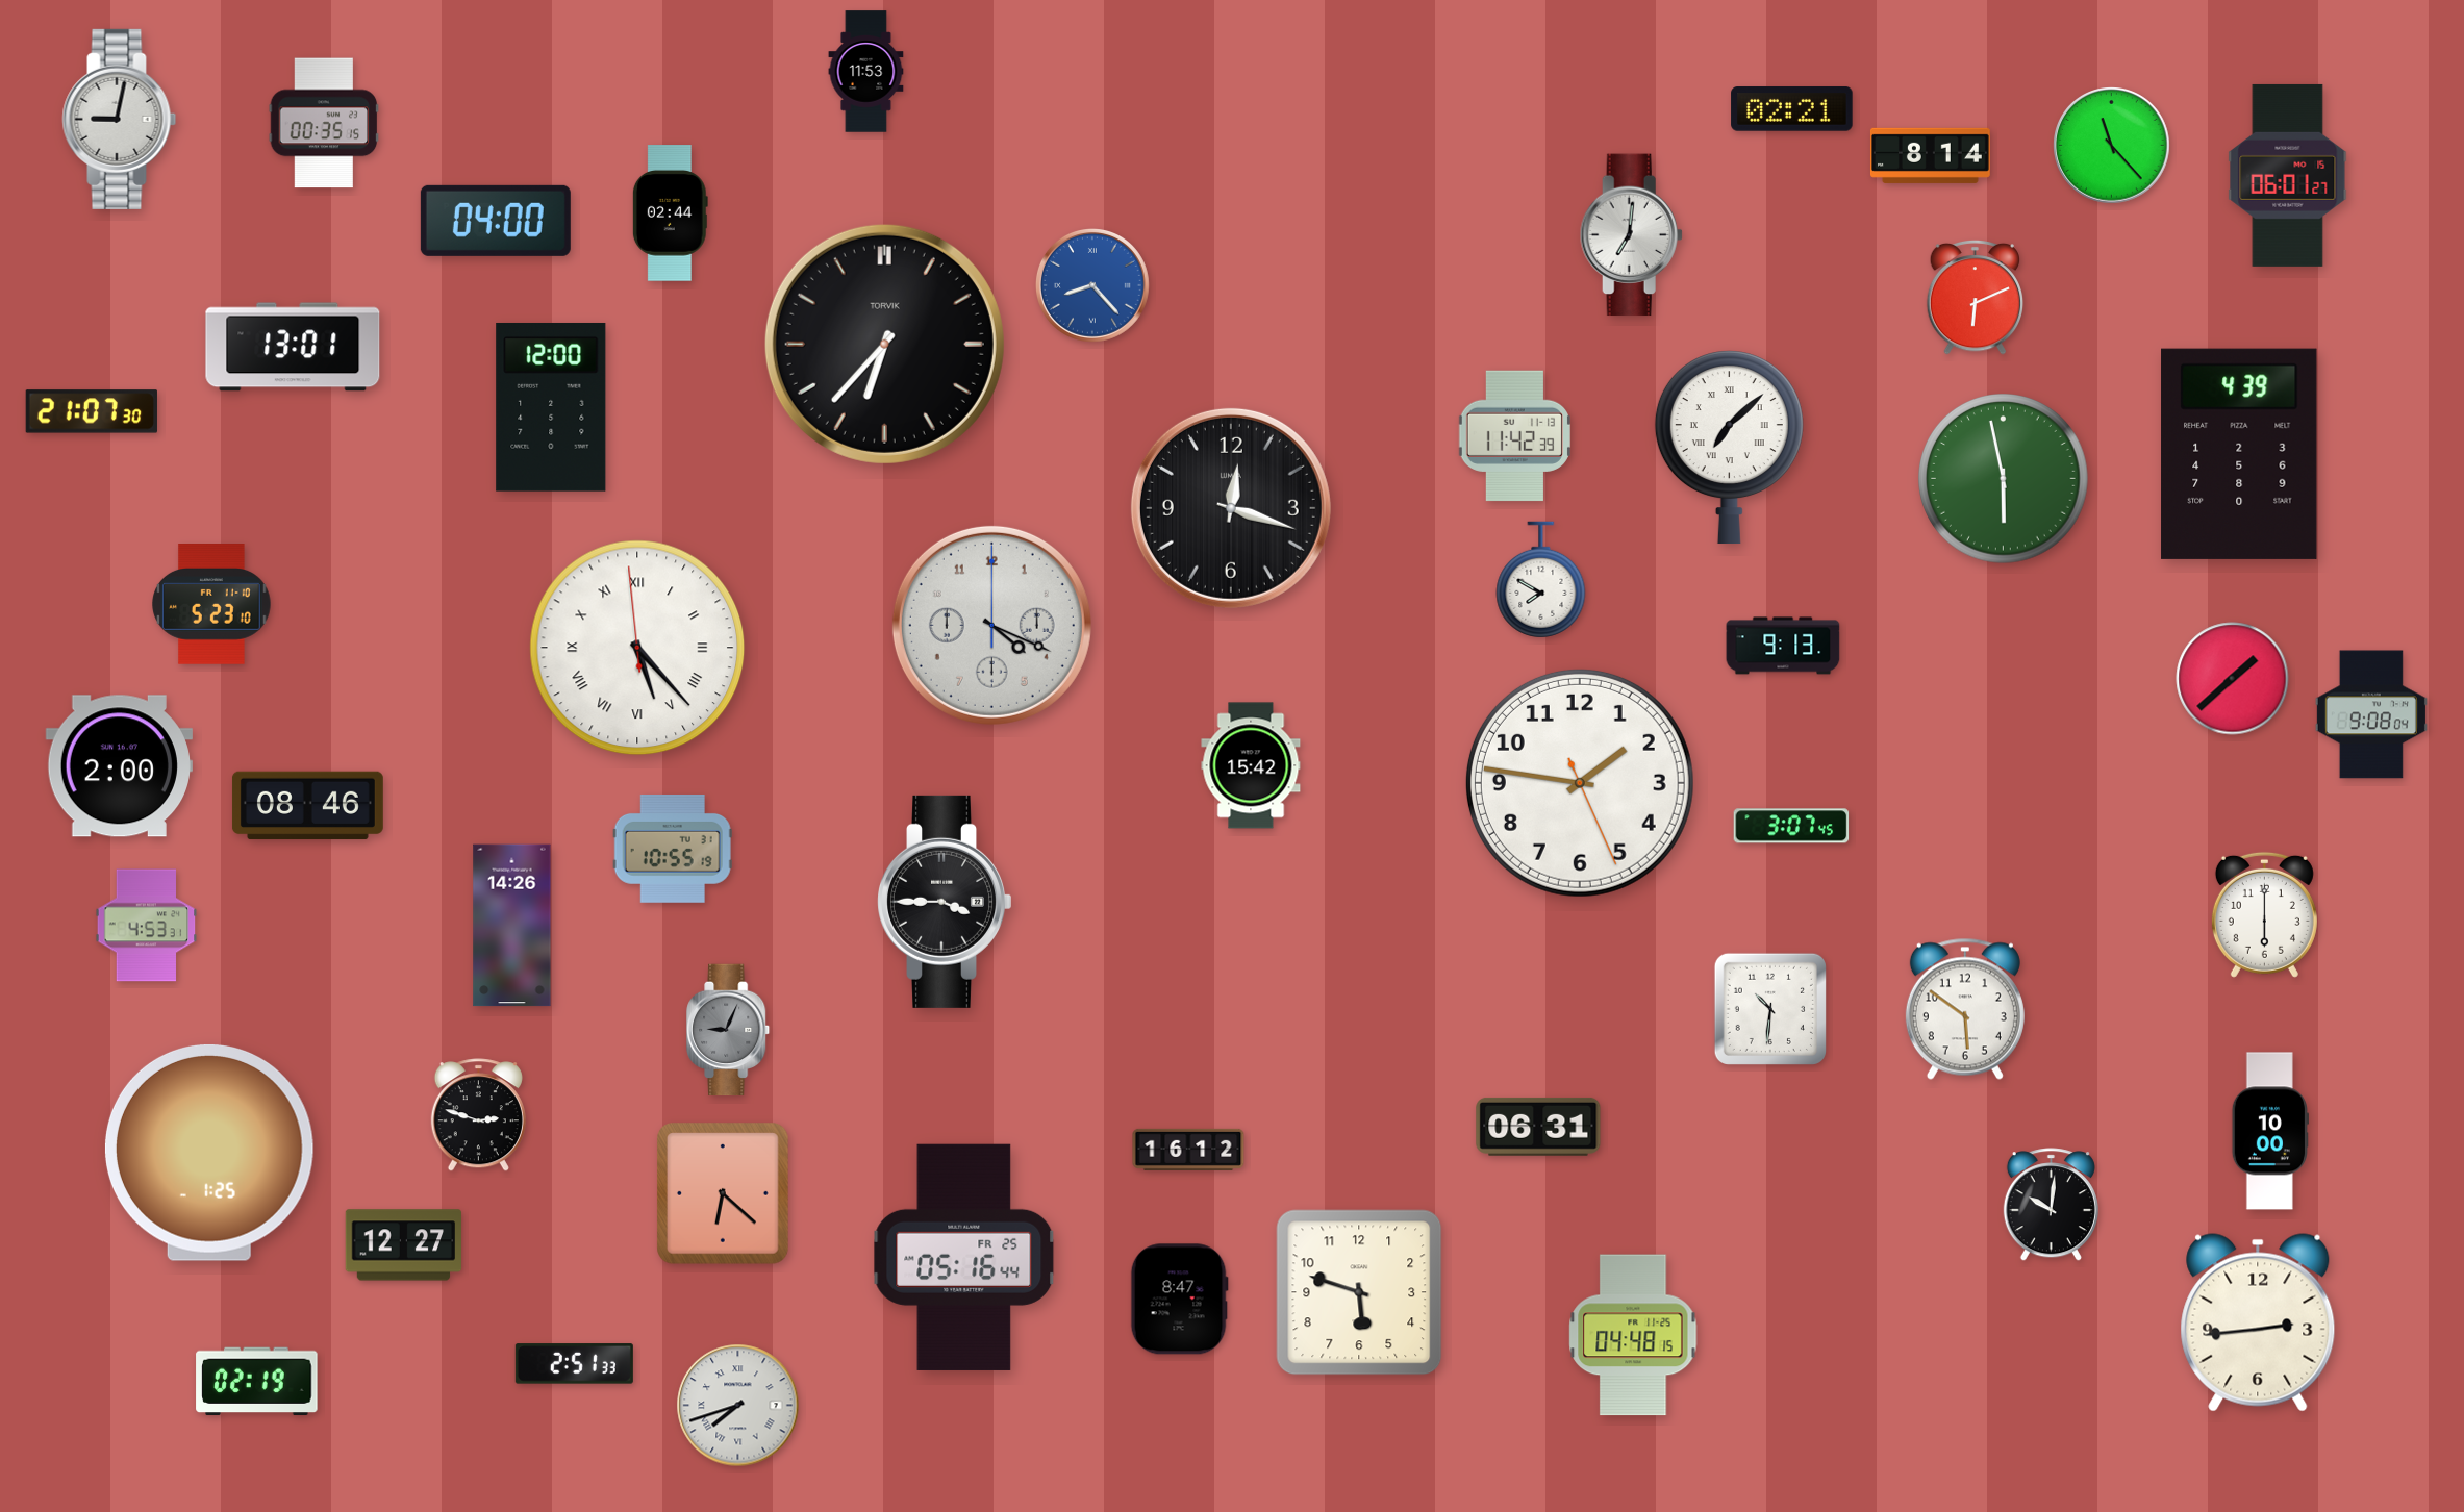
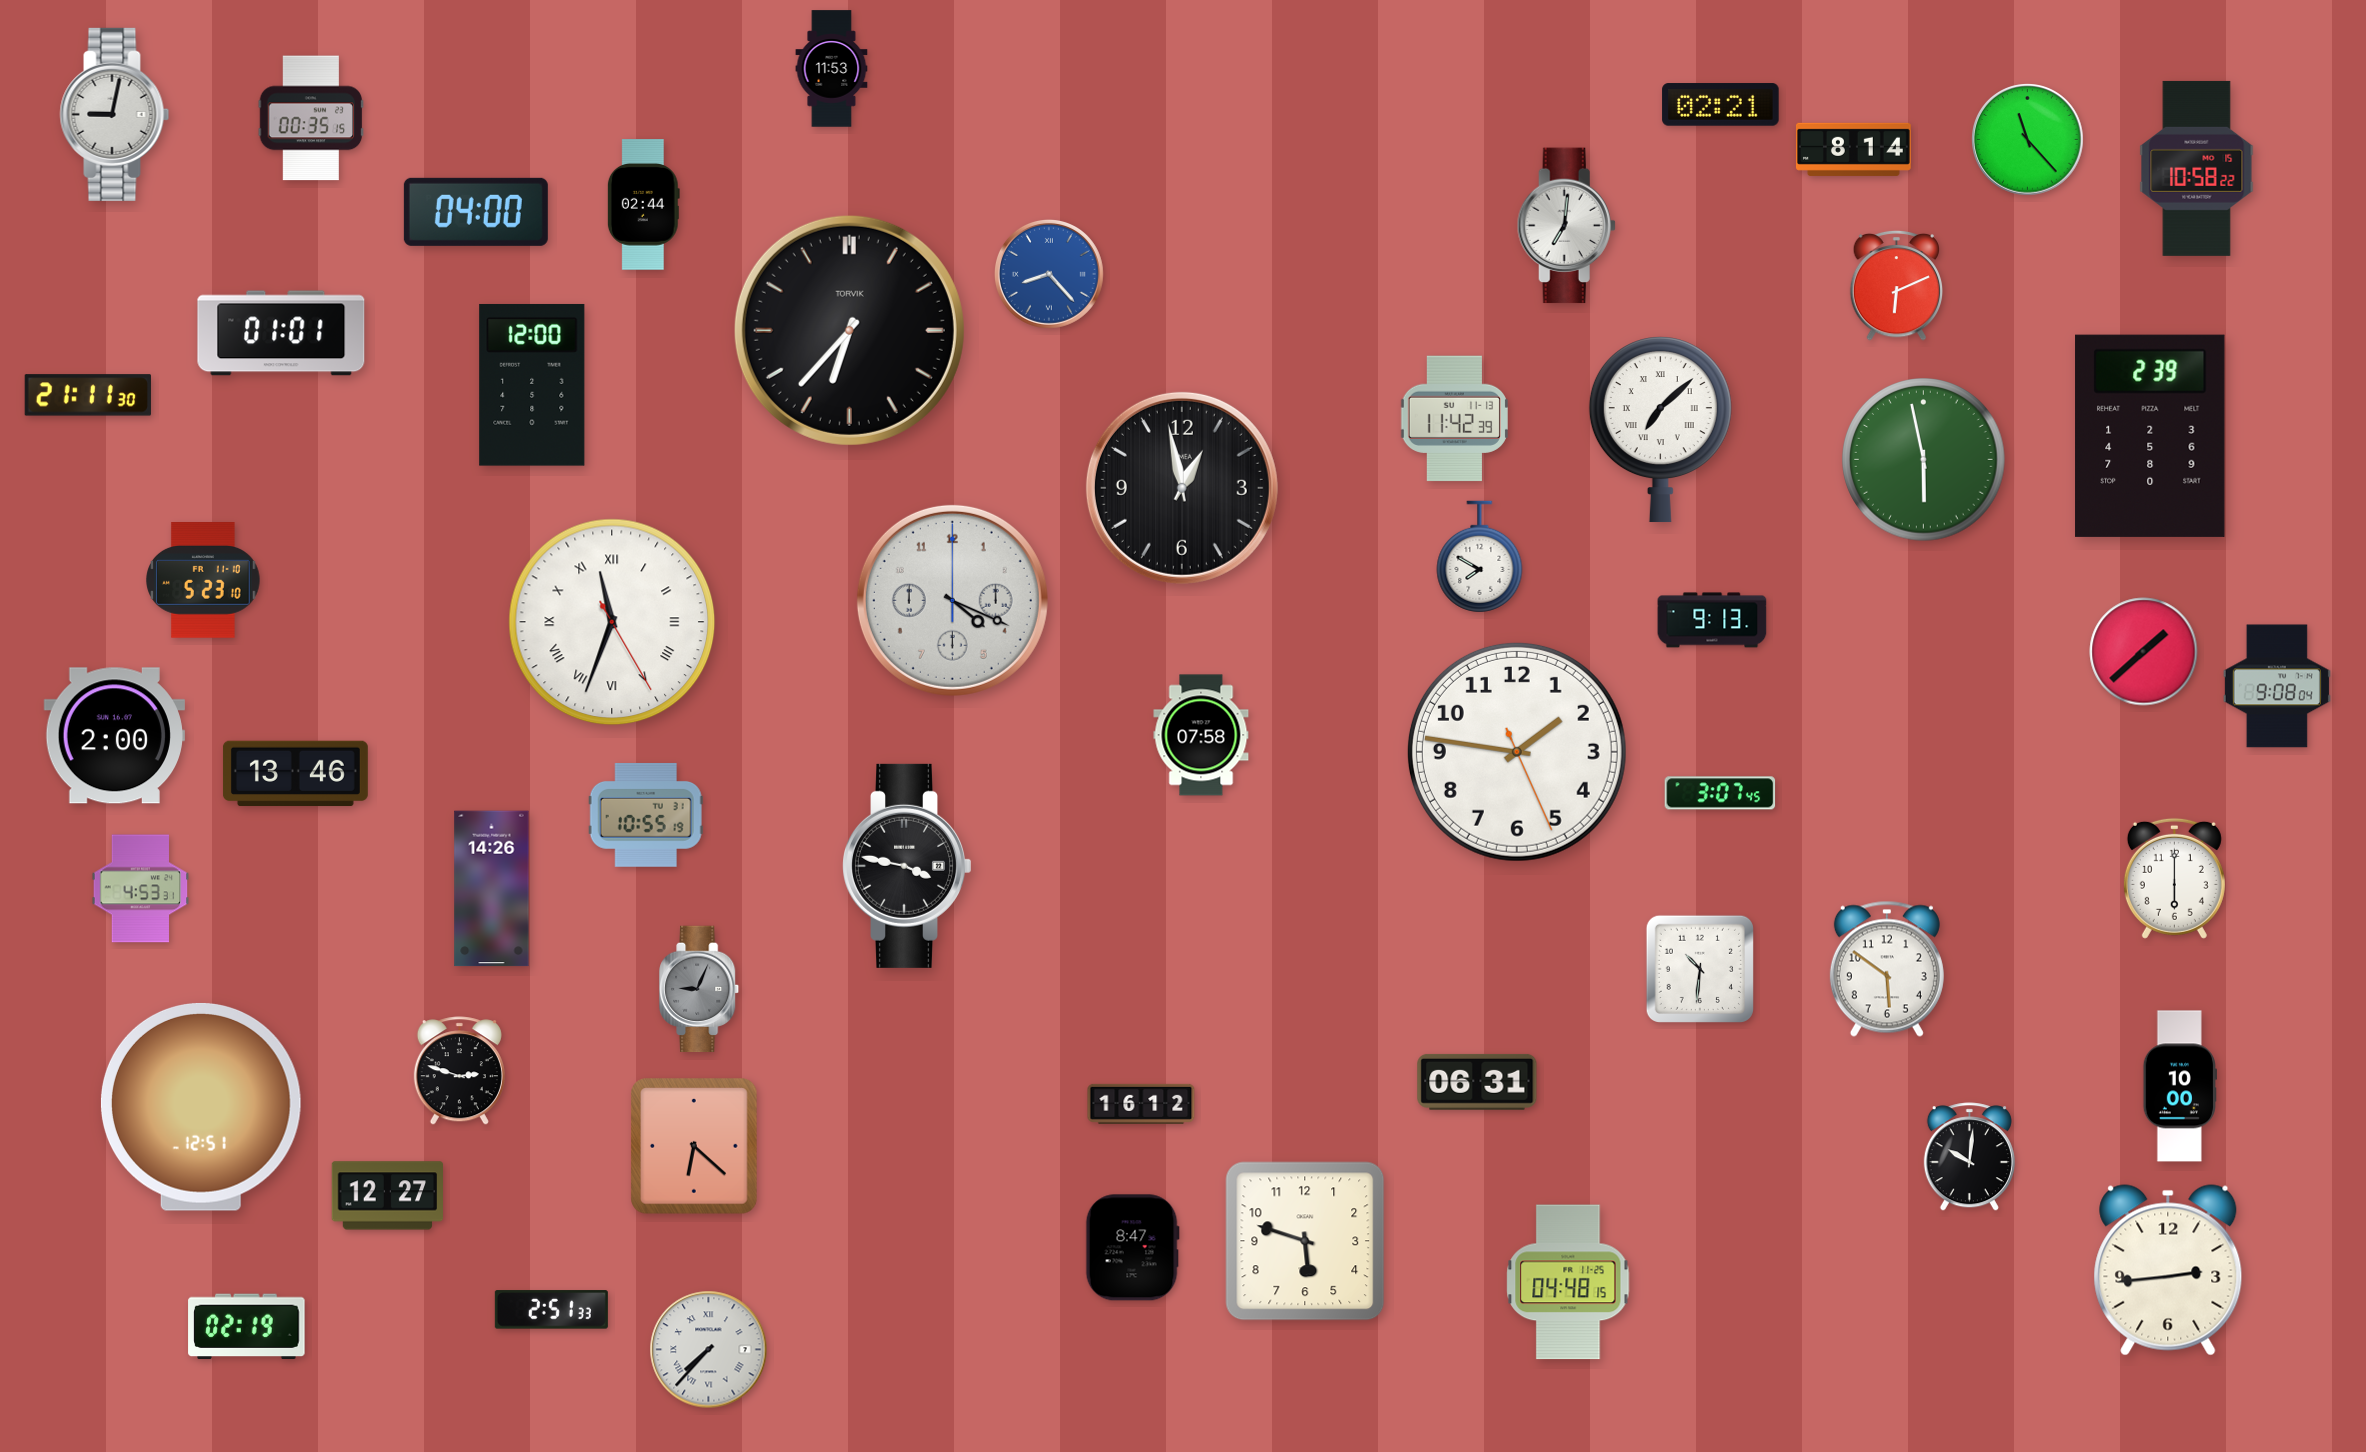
clock at (2288, 175): 06:01 -> 10:58
clock at (293, 347): 13:01 -> 01:01
clock at (551, 407) position: (551, 407) -> (532, 385)
clock at (92, 411): 21:07 -> 21:11
clock at (2239, 454): 4:39 -> 2:39
clock at (1231, 508): 12:18 -> 12:58
clock at (637, 648): 5:22 -> 11:33
clock at (1251, 765): 15:42 -> 07:58
clock at (307, 806): 08:46 -> 13:46
clock at (945, 902): 3:45 -> 3:47
clock at (209, 1153): 1:25 -> 12:51
clock at (964, 1257): 05:16 -> none
clock at (738, 1406): 7:42 -> 7:37
